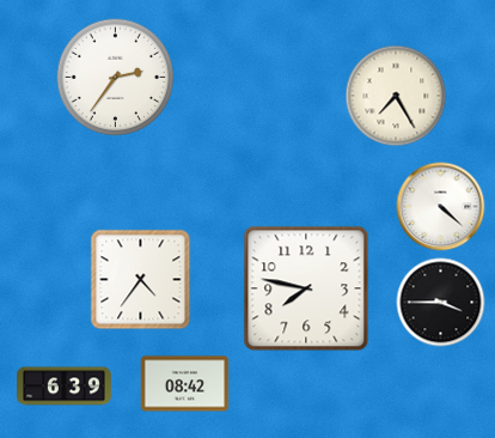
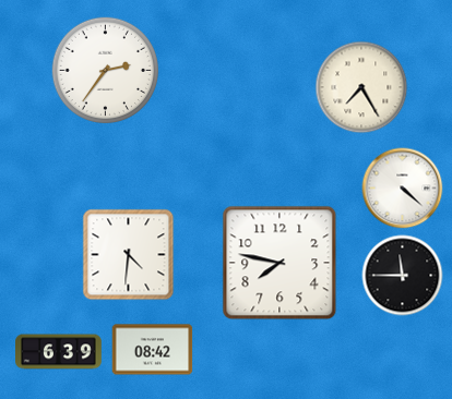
clock at (141, 280): 4:36 -> 4:31
clock at (441, 303): 3:45 -> 11:45
clock at (185, 384) position: (185, 384) -> (153, 350)
